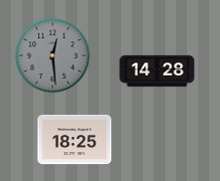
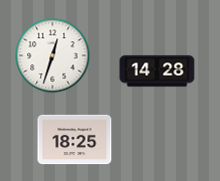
clock at (53, 56): 12:29 -> 12:33
clock at (53, 56) dial: grey -> white
